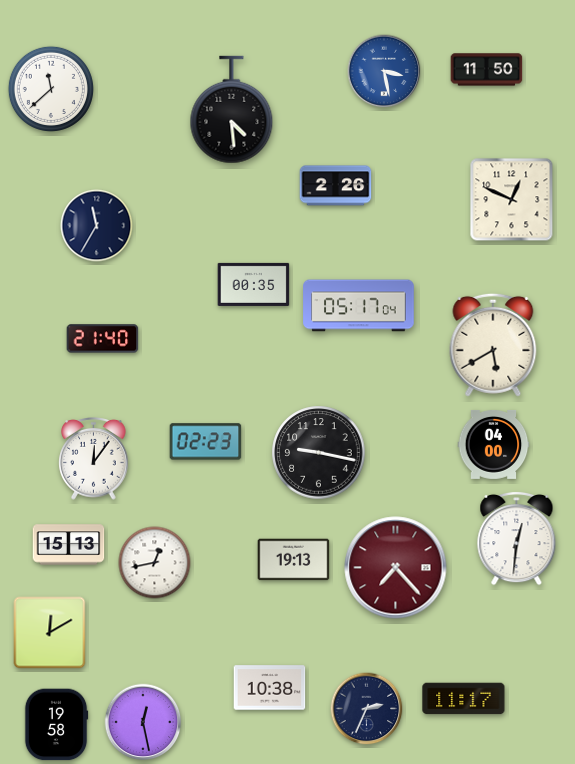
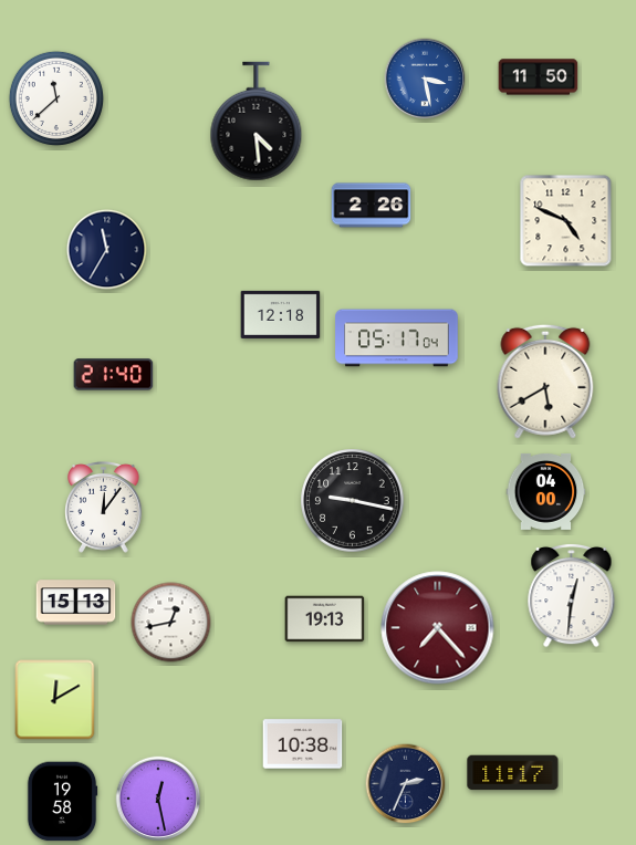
clock at (512, 200): 12:49 -> 4:49
clock at (254, 284): 00:35 -> 12:18
clock at (206, 442): 02:23 -> none
clock at (270, 688) position: (270, 688) -> (303, 744)
